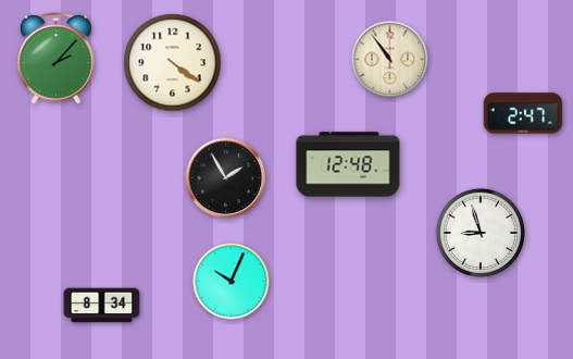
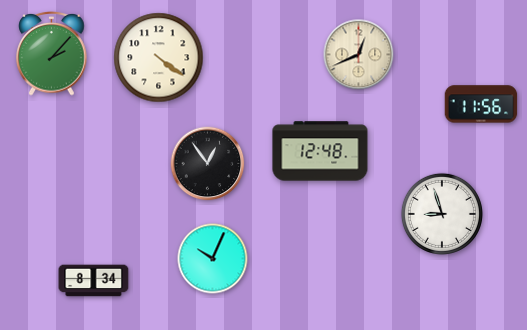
clock at (390, 60): 10:54 -> 12:41
clock at (523, 113): 2:47 -> 11:56
clock at (226, 178): 1:55 -> 12:54
